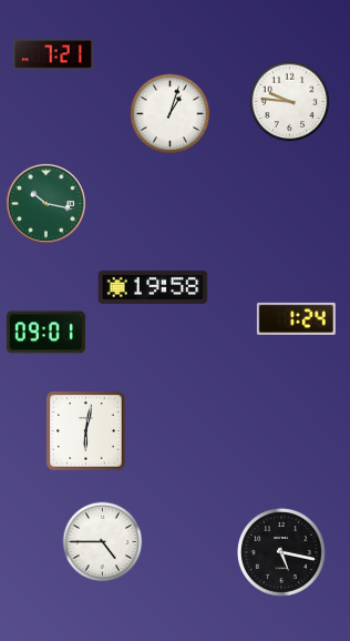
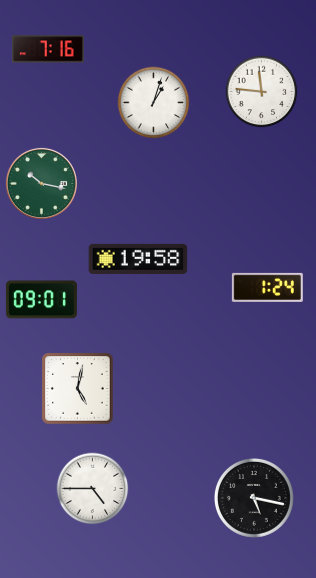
clock at (53, 54): 7:21 -> 7:16
clock at (290, 102): 9:46 -> 11:46
clock at (86, 431): 6:02 -> 5:02
